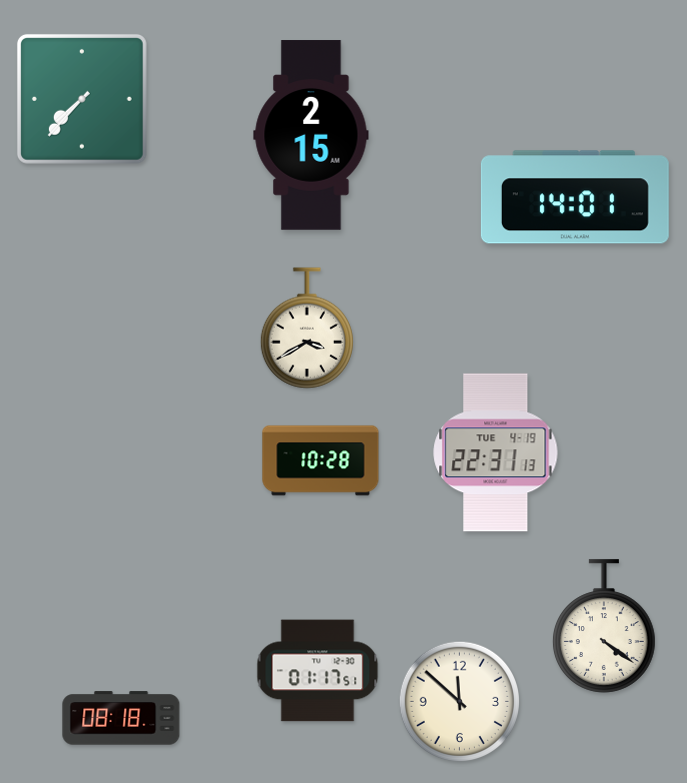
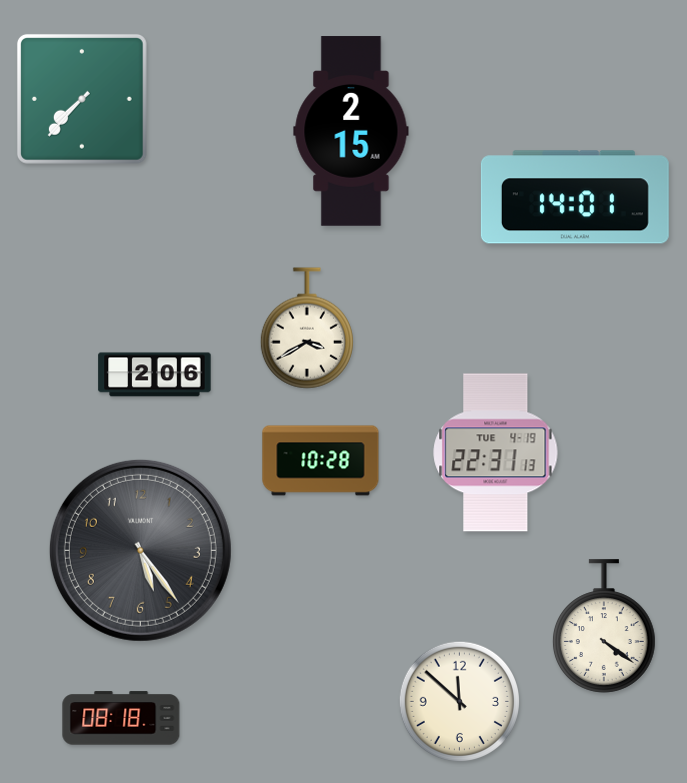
clock at (311, 135) position: (311, 135) -> (351, 131)
clock at (155, 375): none -> 2:06
clock at (140, 550): none -> 5:24
clock at (318, 671): 01:17 -> none
